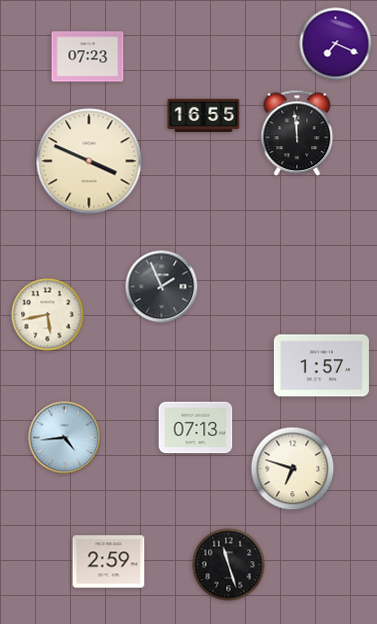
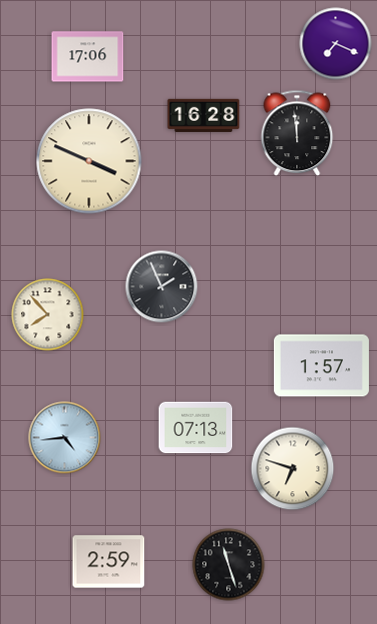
clock at (88, 57): 07:23 -> 17:06
clock at (204, 115): 16:55 -> 16:28
clock at (48, 315): 5:43 -> 7:53
